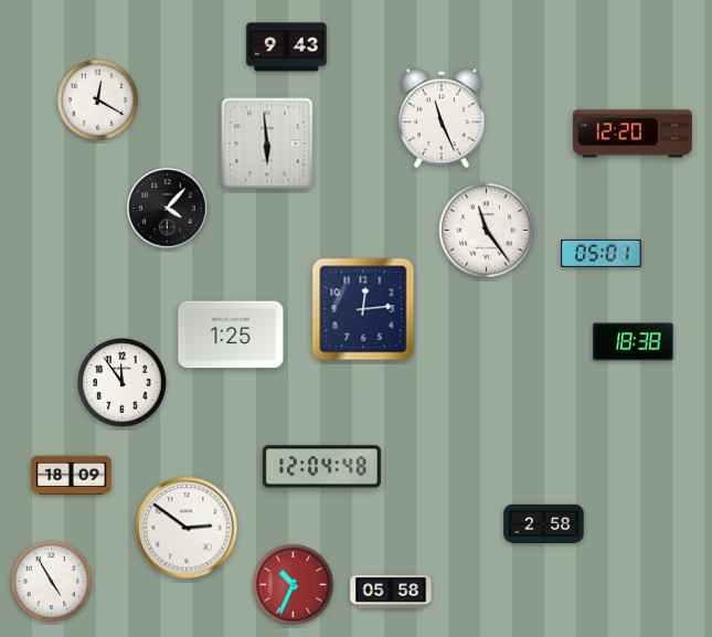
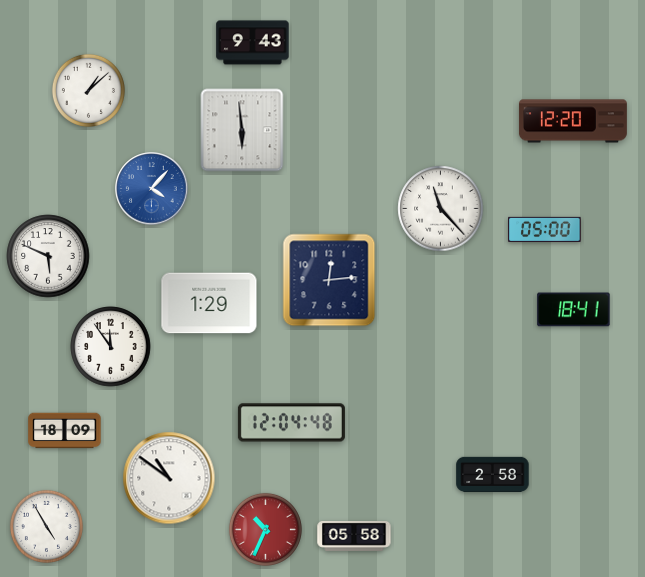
clock at (287, 47) position: (287, 47) -> (253, 43)
clock at (97, 99): 12:20 -> 1:08
clock at (442, 118): 11:26 -> none
clock at (168, 209) dial: black -> blue
clock at (487, 231): 11:24 -> 11:23
clock at (602, 253): 05:01 -> 05:00
clock at (48, 256): none -> 5:49
clock at (231, 335): 1:25 -> 1:29
clock at (634, 342): 18:38 -> 18:41
clock at (187, 528): 2:51 -> 10:51
